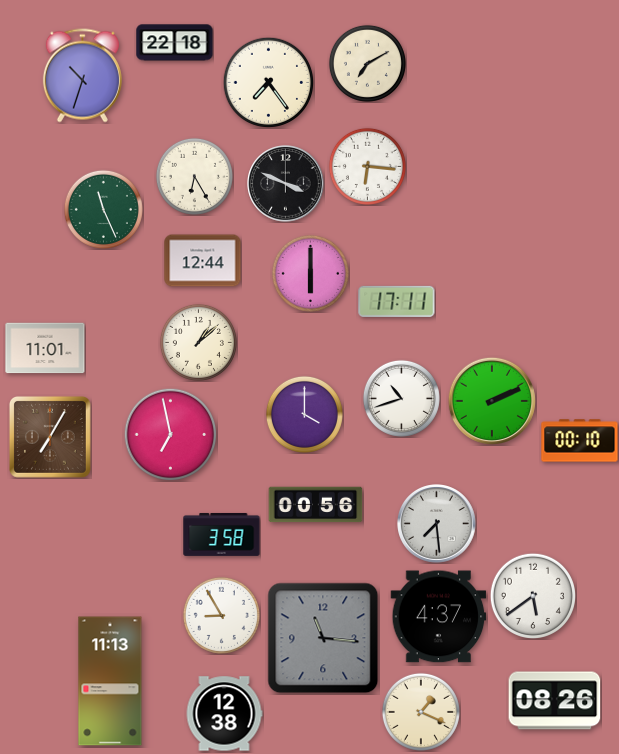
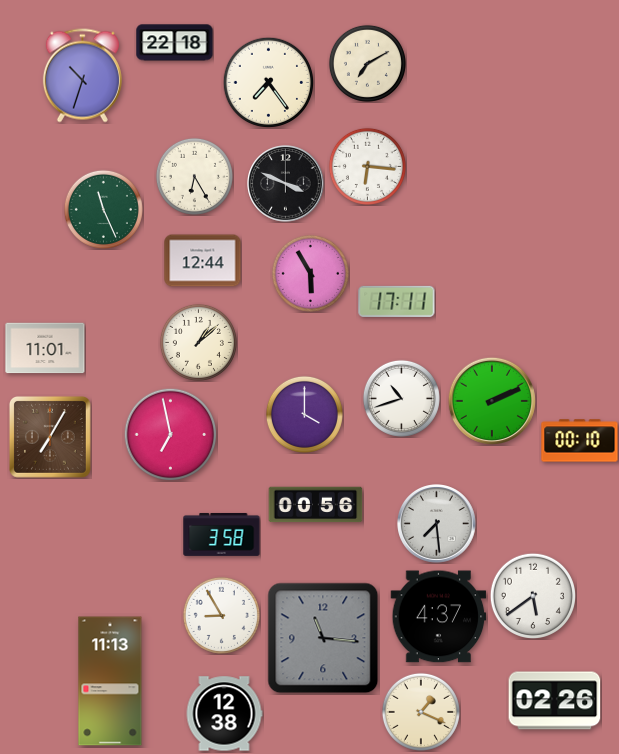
clock at (310, 273): 6:00 -> 5:55
clock at (555, 701): 08:26 -> 02:26
